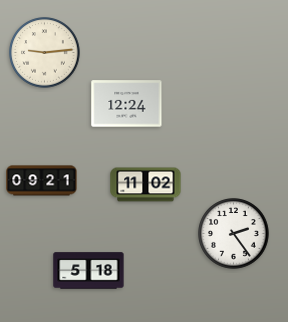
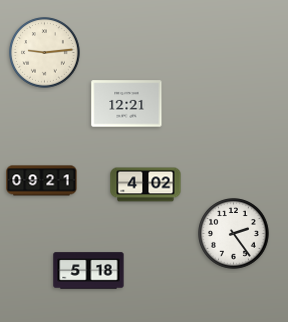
clock at (127, 104): 12:24 -> 12:21
clock at (146, 185): 11:02 -> 4:02
